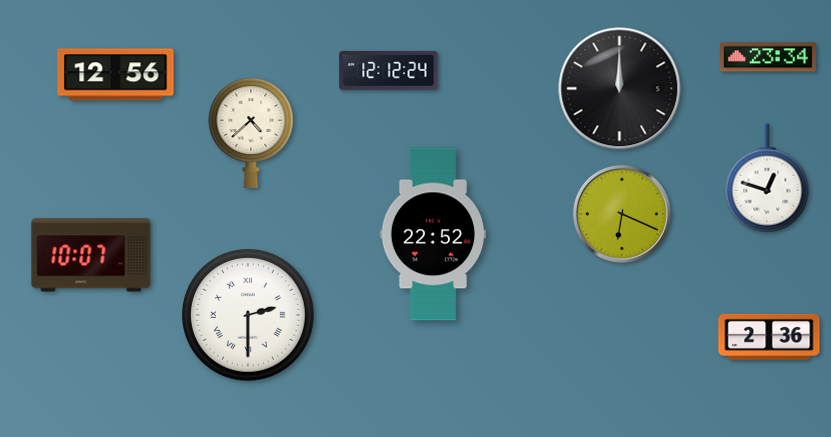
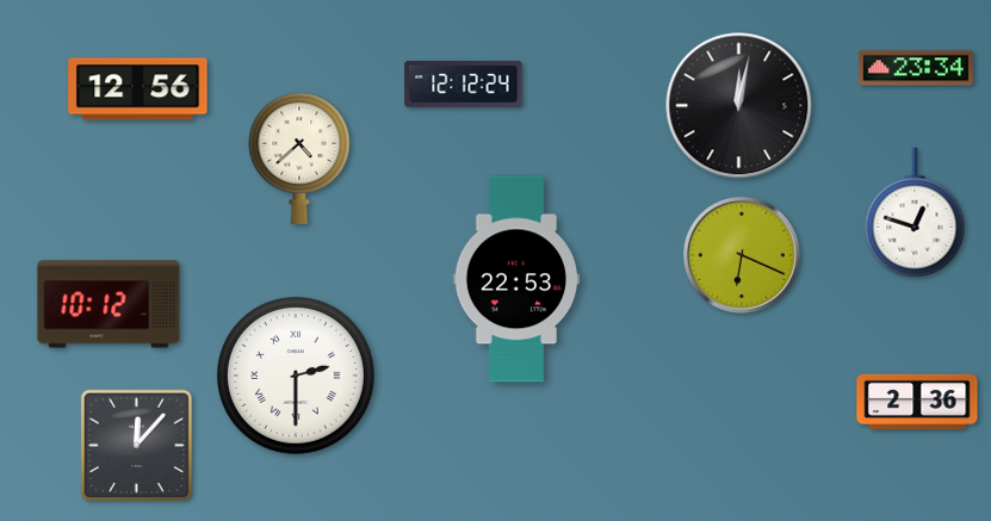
clock at (620, 89): 12:00 -> 12:02
clock at (432, 234): 22:52 -> 22:53
clock at (91, 255): 10:07 -> 10:12
clock at (137, 446): none -> 12:07
